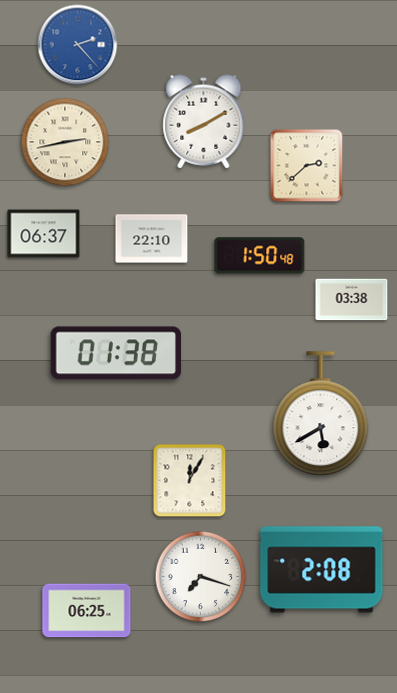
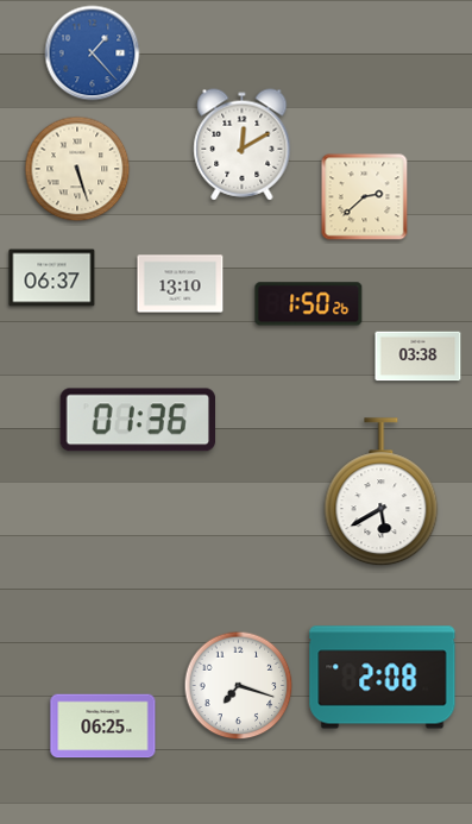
clock at (78, 45): 2:23 -> 1:23
clock at (204, 122): 8:10 -> 12:10
clock at (65, 142): 2:43 -> 5:27
clock at (152, 239): 22:10 -> 13:10
clock at (260, 256): 1:50:48 -> 1:50:26
clock at (115, 353): 01:38 -> 01:36
clock at (190, 481): 12:05 -> none
